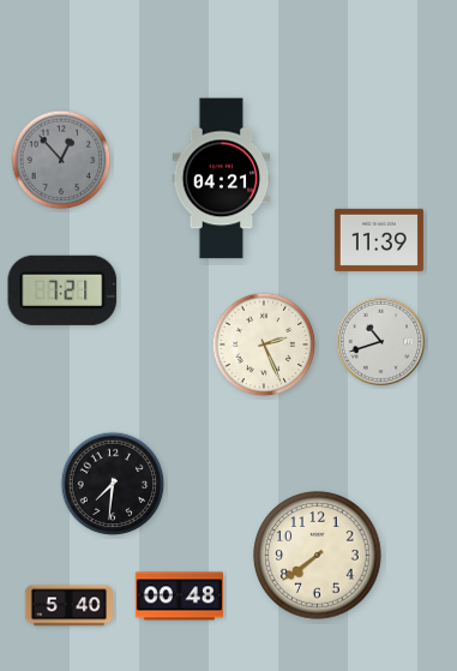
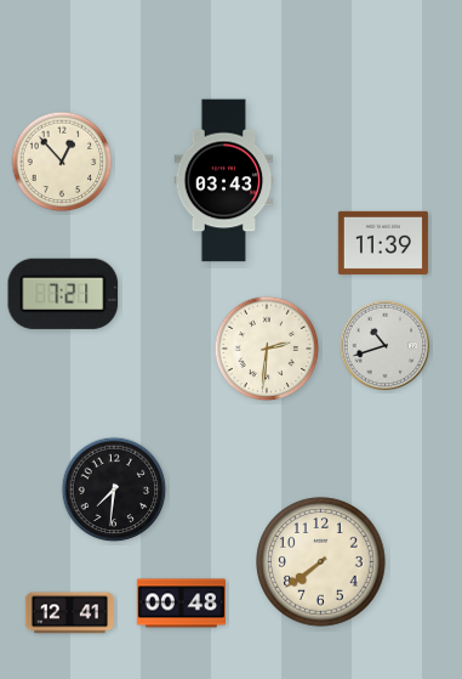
clock at (61, 160) dial: grey -> cream
clock at (222, 179): 04:21 -> 03:43
clock at (264, 345): 2:26 -> 2:31
clock at (68, 606): 5:40 -> 12:41
